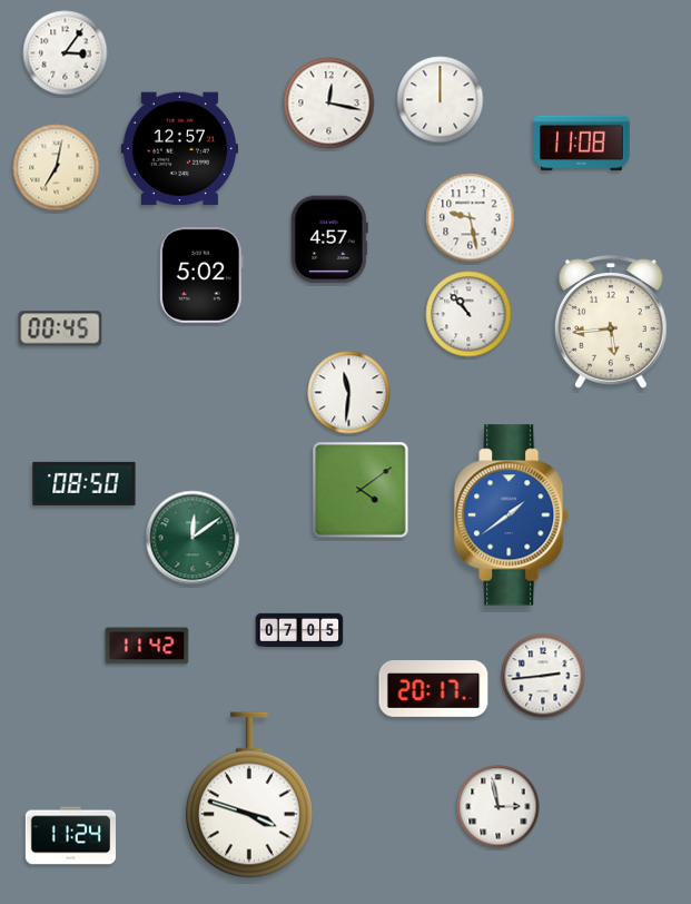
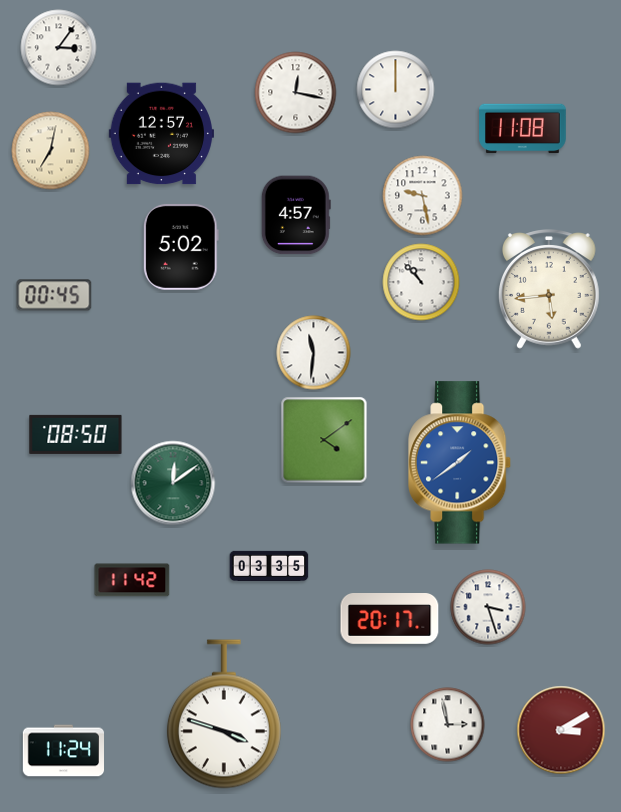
clock at (299, 629): 07:05 -> 03:35
clock at (543, 676): 2:44 -> 3:27
clock at (561, 730): none -> 3:10
